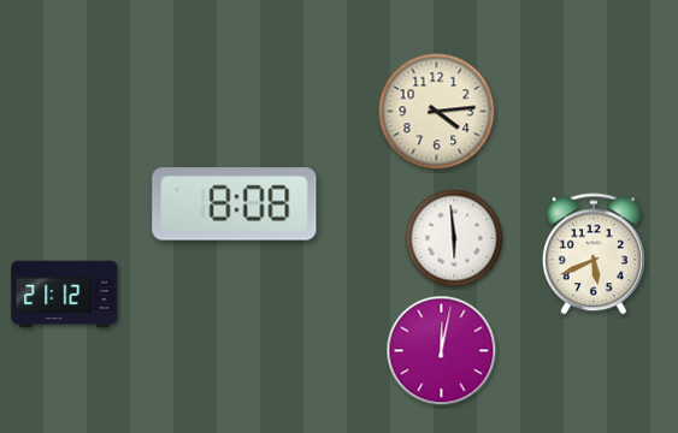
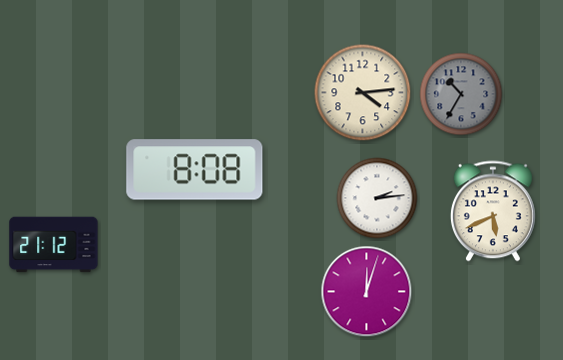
clock at (461, 94): none -> 10:35
clock at (454, 238): 5:59 -> 2:14
clock at (442, 351): 12:02 -> 12:03
